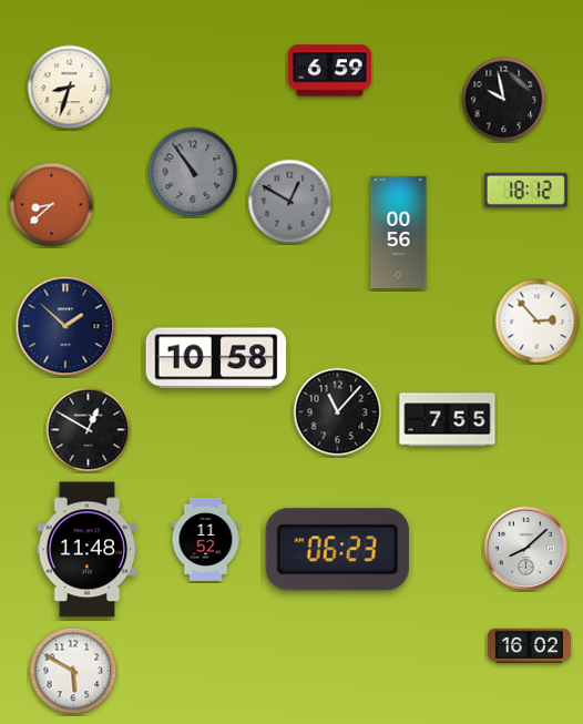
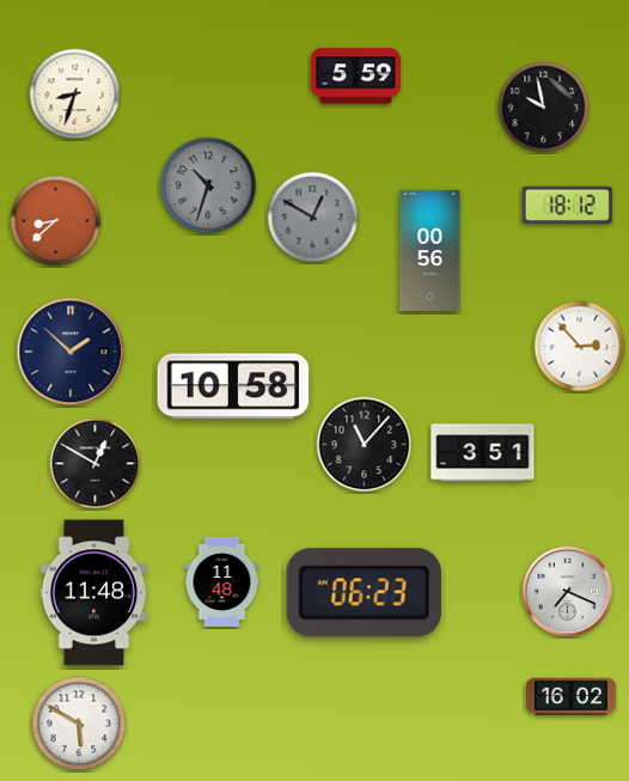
clock at (329, 71): 6:59 -> 5:59
clock at (193, 172): 10:54 -> 10:33
clock at (448, 420): 7:55 -> 3:51
clock at (206, 539): 11:52 -> 11:48
clock at (526, 549): 8:08 -> 7:19
